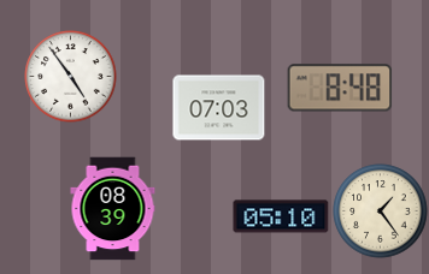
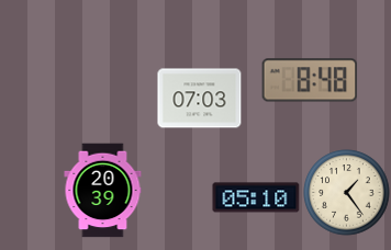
clock at (71, 77): 4:54 -> none
clock at (113, 209): 08:39 -> 20:39
